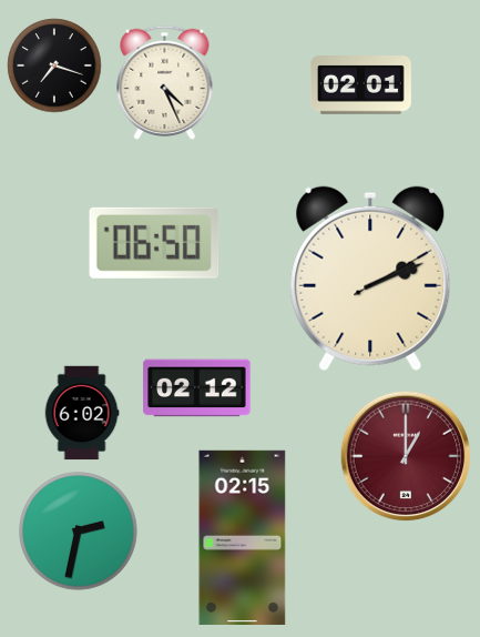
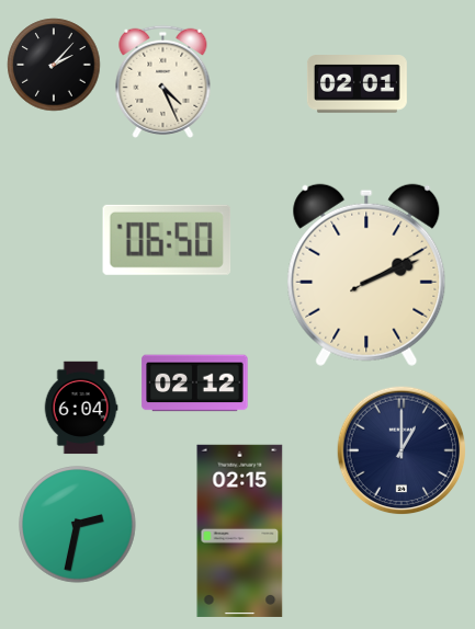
clock at (54, 65): 7:18 -> 2:07
clock at (154, 243) position: (154, 243) -> (167, 240)
clock at (82, 413): 6:02 -> 6:04
clock at (406, 456) dial: burgundy -> navy
